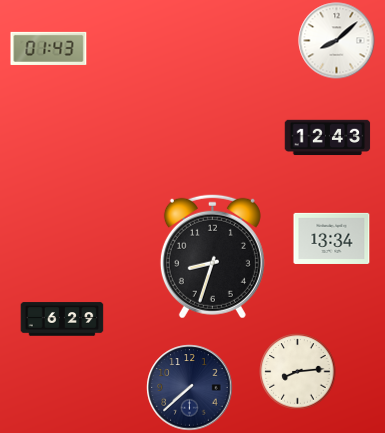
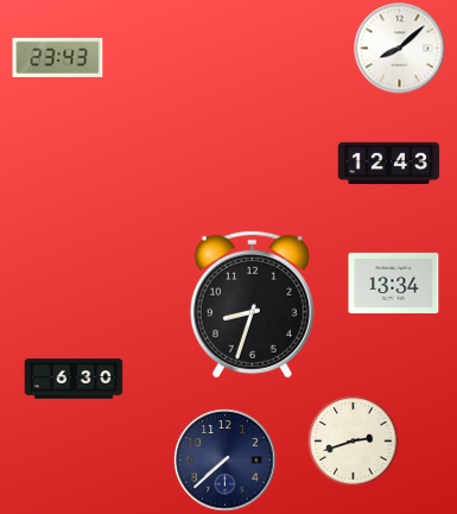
clock at (49, 48): 01:43 -> 23:43
clock at (62, 319): 6:29 -> 6:30
clock at (298, 372): 8:14 -> 2:42
